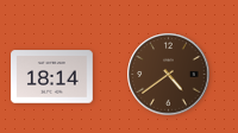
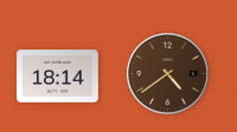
clock at (52, 77) position: (52, 77) -> (58, 77)
